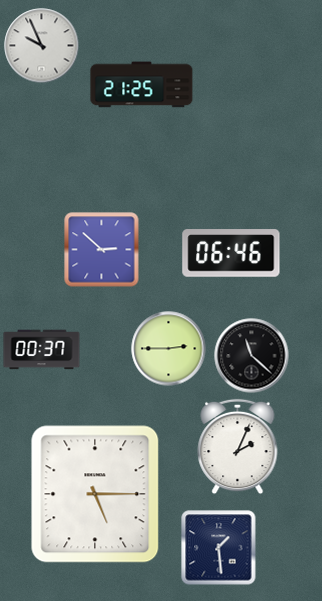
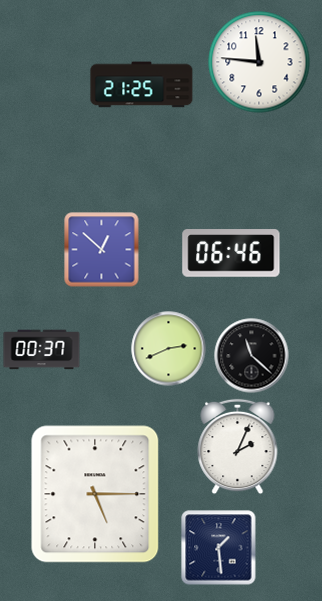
clock at (42, 46): 9:56 -> none
clock at (259, 62): none -> 11:46
clock at (102, 250): 2:52 -> 12:52
clock at (169, 349): 2:45 -> 2:41
